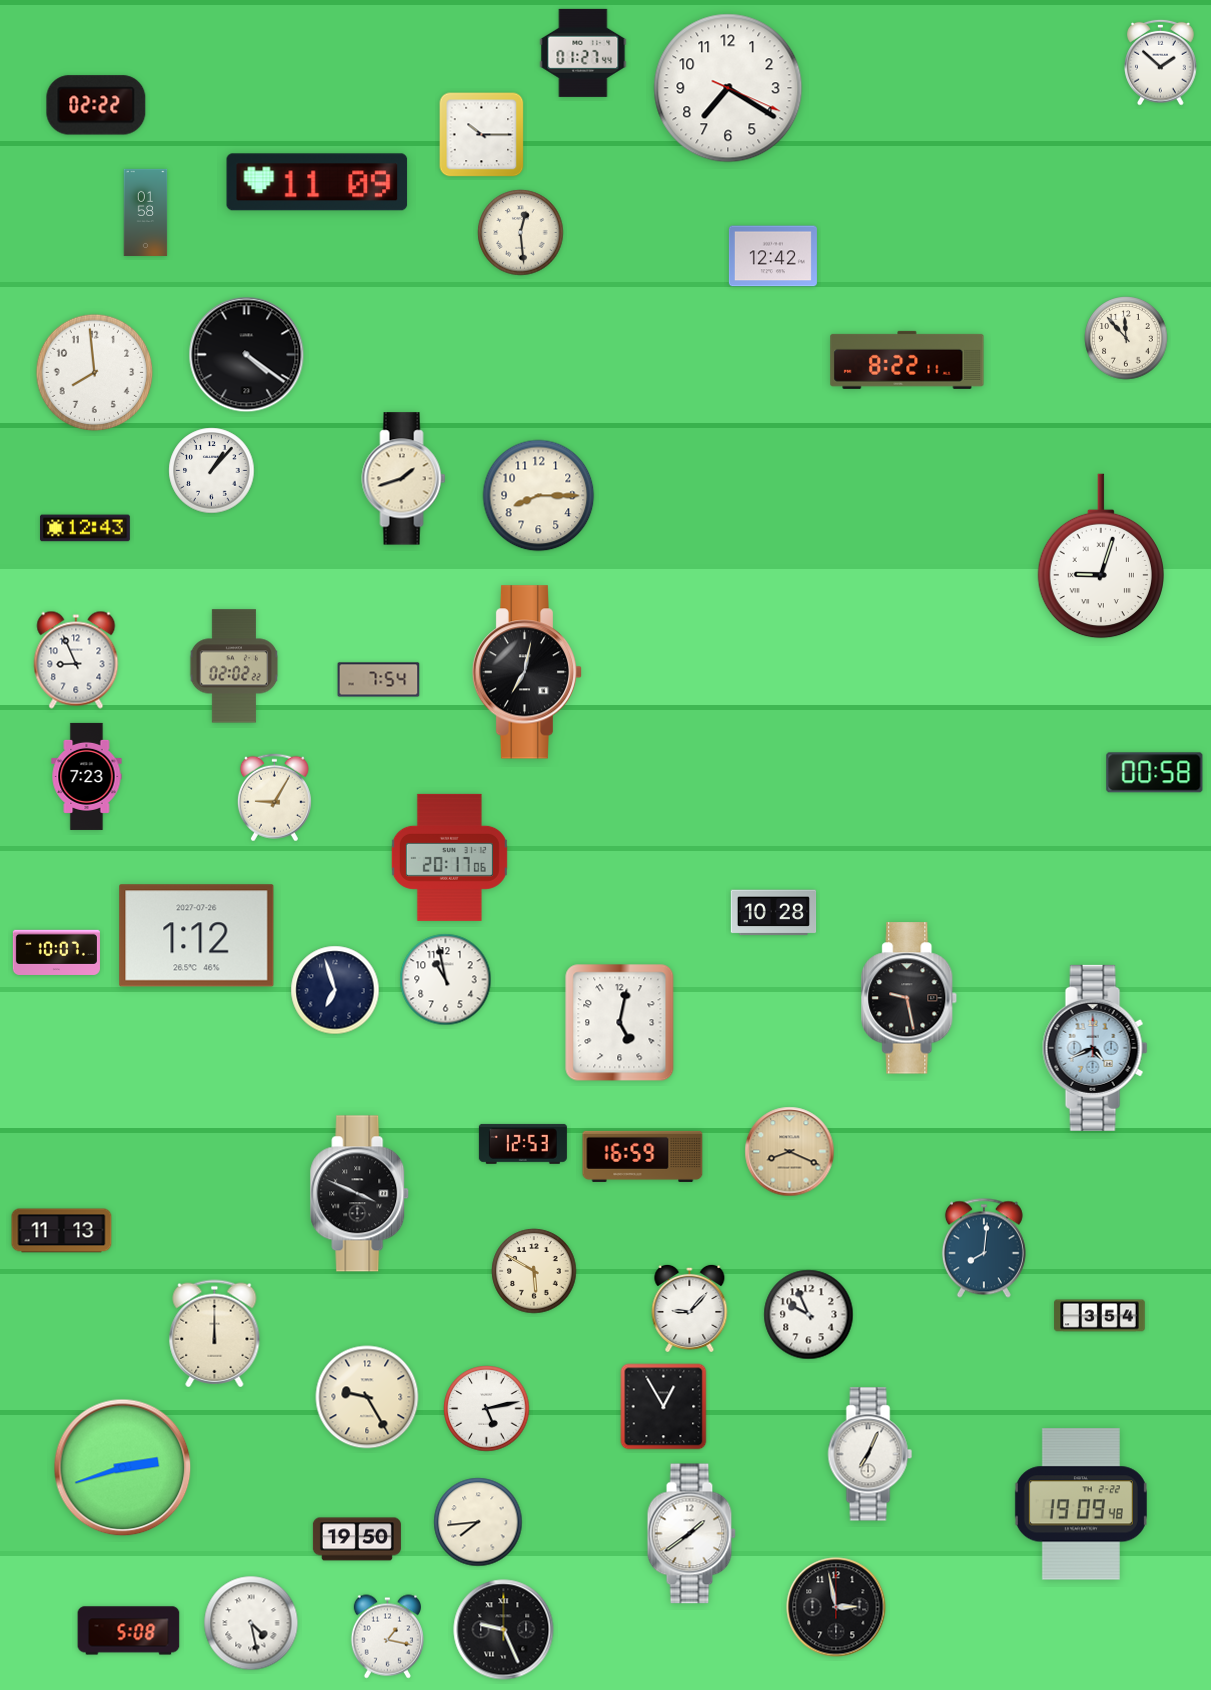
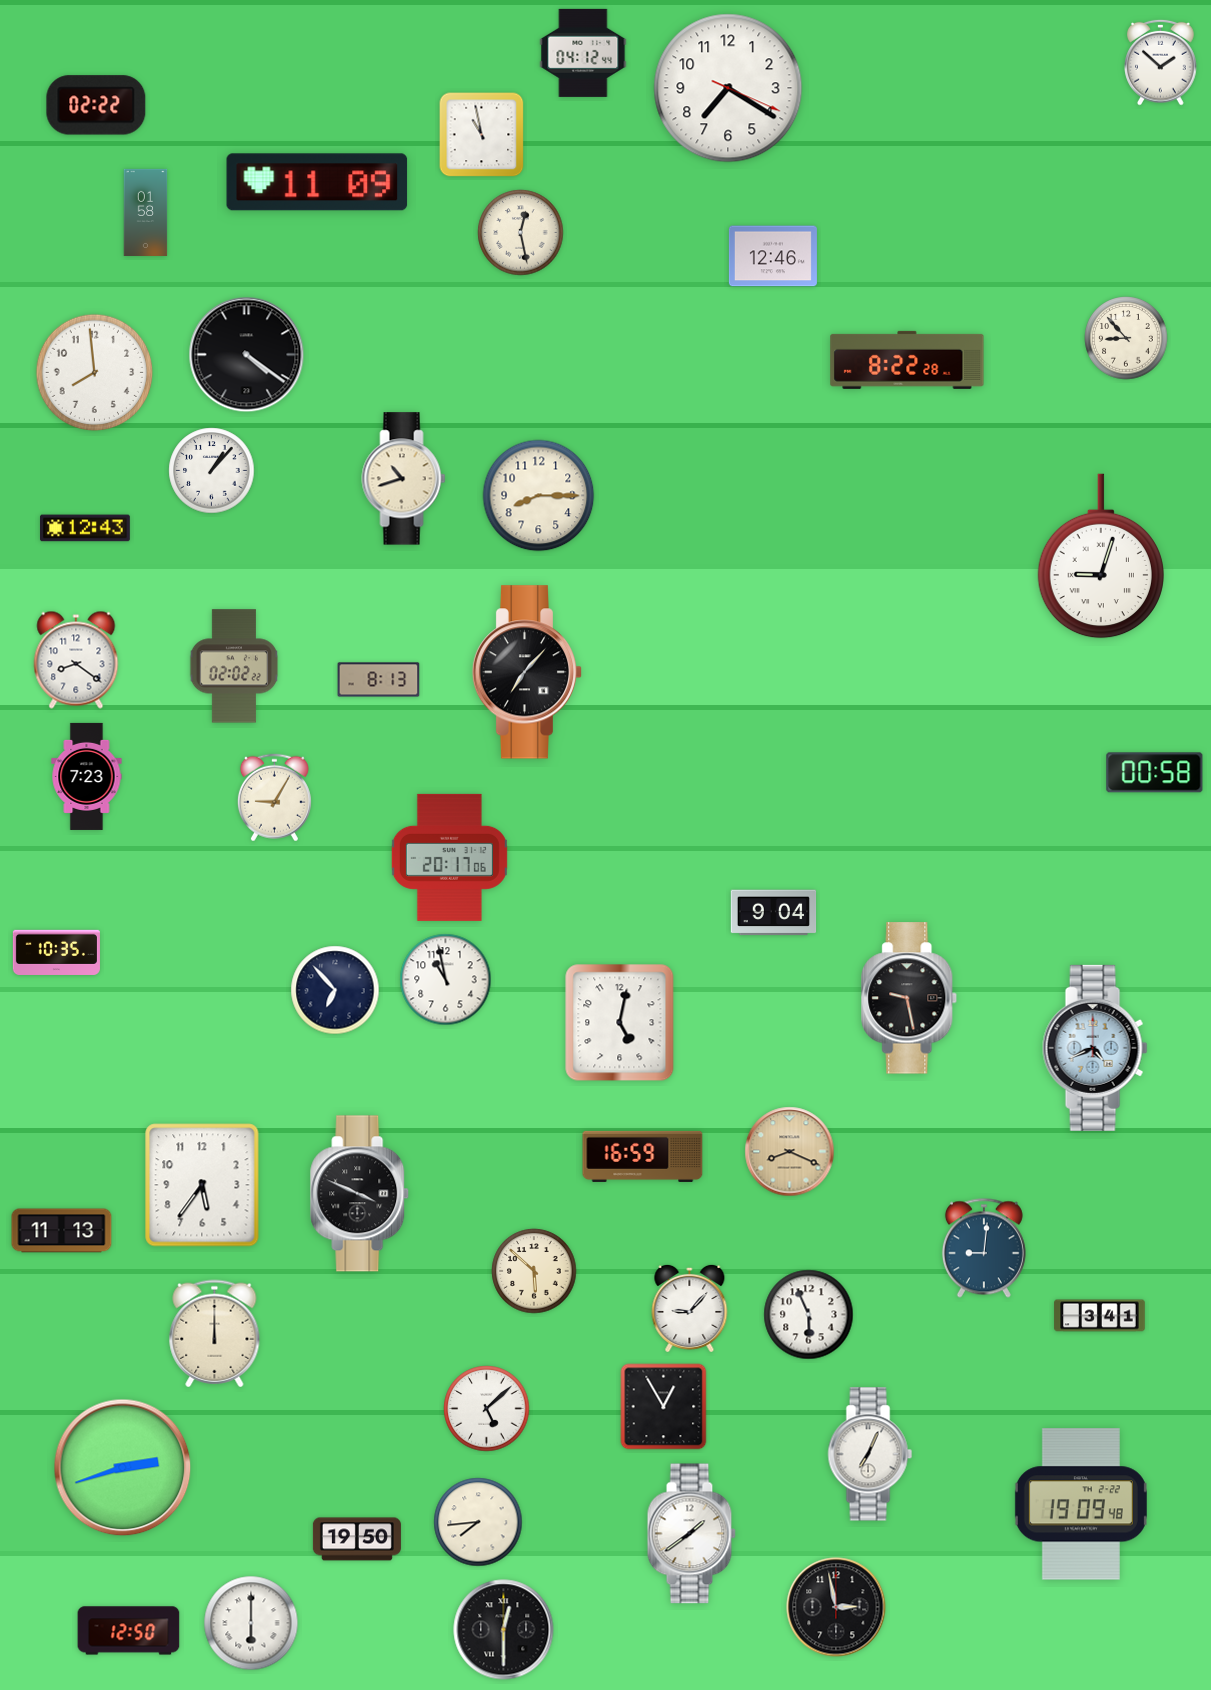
clock at (583, 53): 01:27 -> 04:12
clock at (482, 135): 10:15 -> 10:58
clock at (521, 233): 12:29 -> 12:28
clock at (773, 256): 12:42 -> 12:46
clock at (1126, 338): 11:53 -> 8:53
clock at (907, 360): 8:22:11 -> 8:22:28
clock at (404, 479): 1:42 -> 10:42
clock at (76, 660): 8:56 -> 8:21
clock at (527, 672): 7:02 -> 7:07
clock at (379, 680): 7:54 -> 8:13
clock at (774, 913): 10:28 -> 9:04
clock at (197, 936): 1:12 -> none
clock at (56, 952): 10:07 -> 10:35
clock at (335, 990): 6:57 -> 6:53
clock at (523, 1144): 12:53 -> none
clock at (202, 1185): none -> 5:36
clock at (984, 1248): 8:01 -> 9:01
clock at (534, 1271): 5:50 -> 5:52
clock at (809, 1315): 9:56 -> 5:56
clock at (1100, 1316): 3:54 -> 3:41
clock at (367, 1397): 9:25 -> none
clock at (487, 1409): 5:13 -> 5:08
clock at (251, 1623): 4:28 -> 6:00
clock at (504, 1630): 9:26 -> 12:30
clock at (129, 1631): 5:08 -> 12:50
clock at (387, 1637): 1:17 -> none
